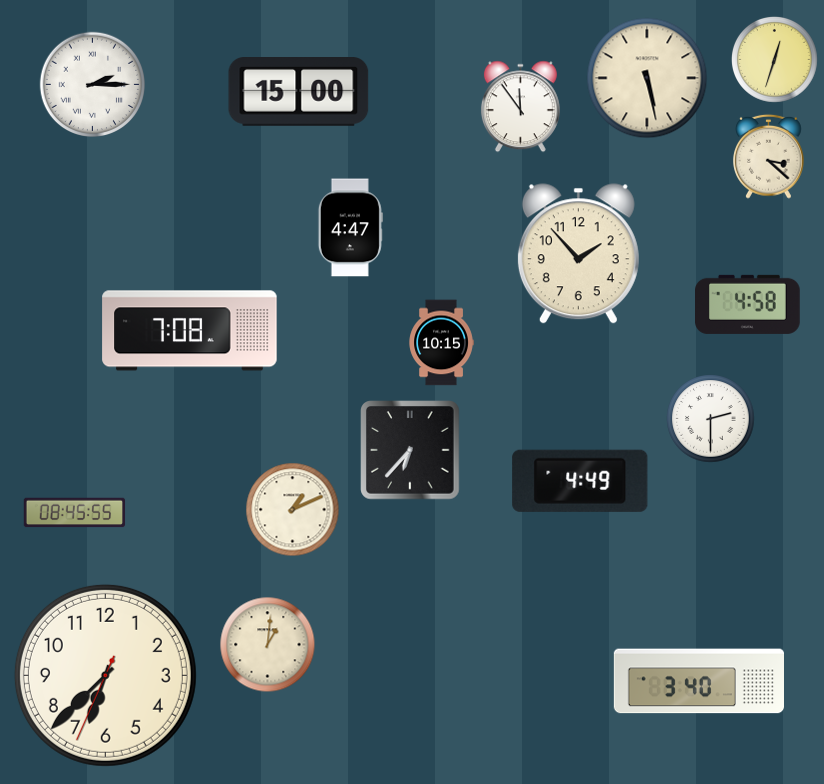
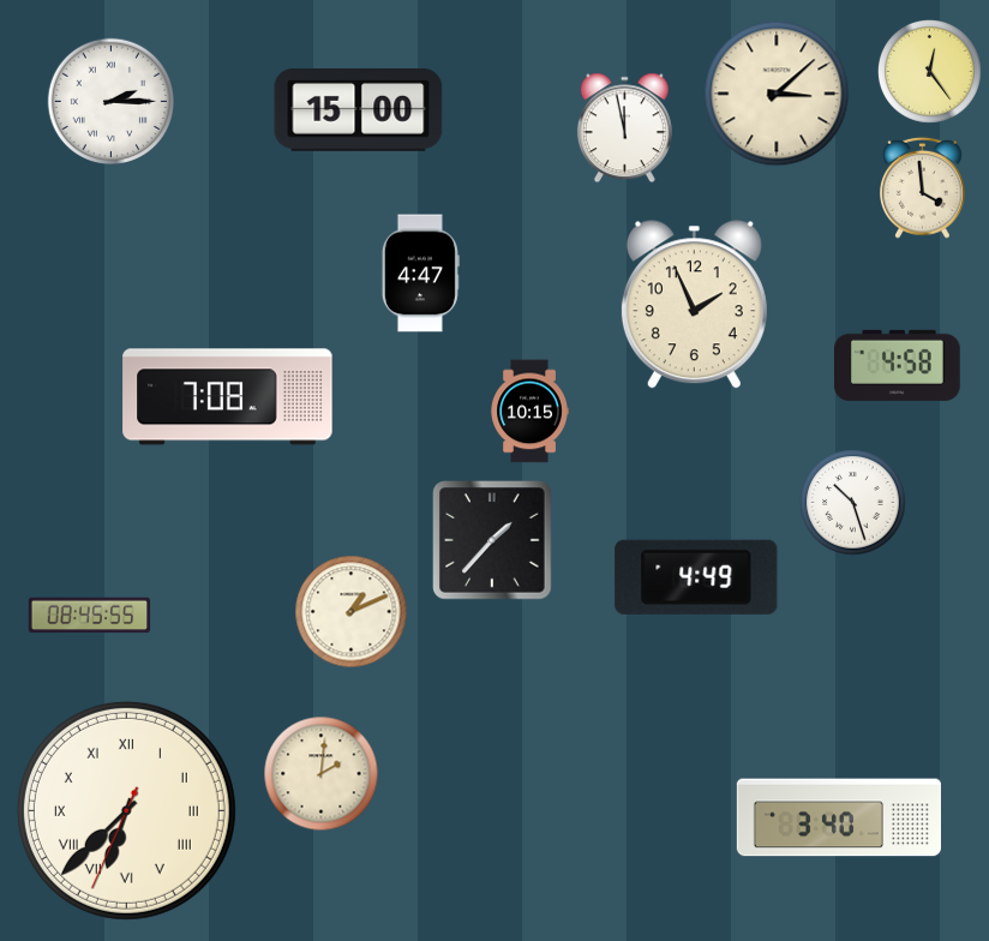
clock at (774, 59): 12:33 -> 12:24
clock at (647, 78): 5:28 -> 3:08
clock at (520, 107): 11:54 -> 11:58
clock at (769, 156): 3:22 -> 3:59
clock at (578, 254): 1:53 -> 1:56
clock at (711, 419): 2:30 -> 10:27
clock at (410, 450): 6:37 -> 1:37
clock at (268, 645): 1:01 -> 2:01
clock at (105, 675) numerals: Arabic -> Roman
